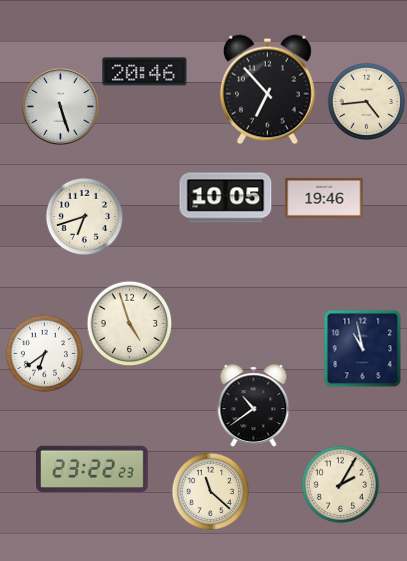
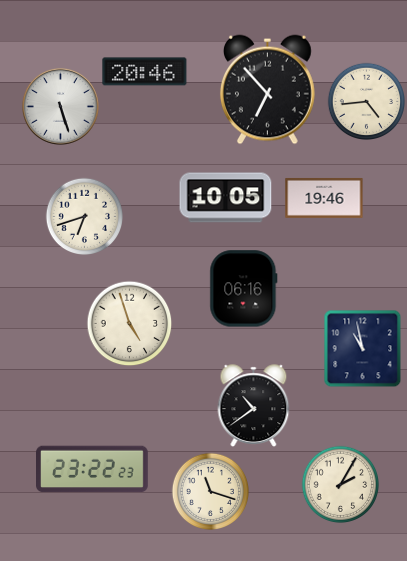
clock at (244, 289): none -> 06:16
clock at (44, 353): 6:39 -> none
clock at (210, 491): 11:22 -> 11:18
